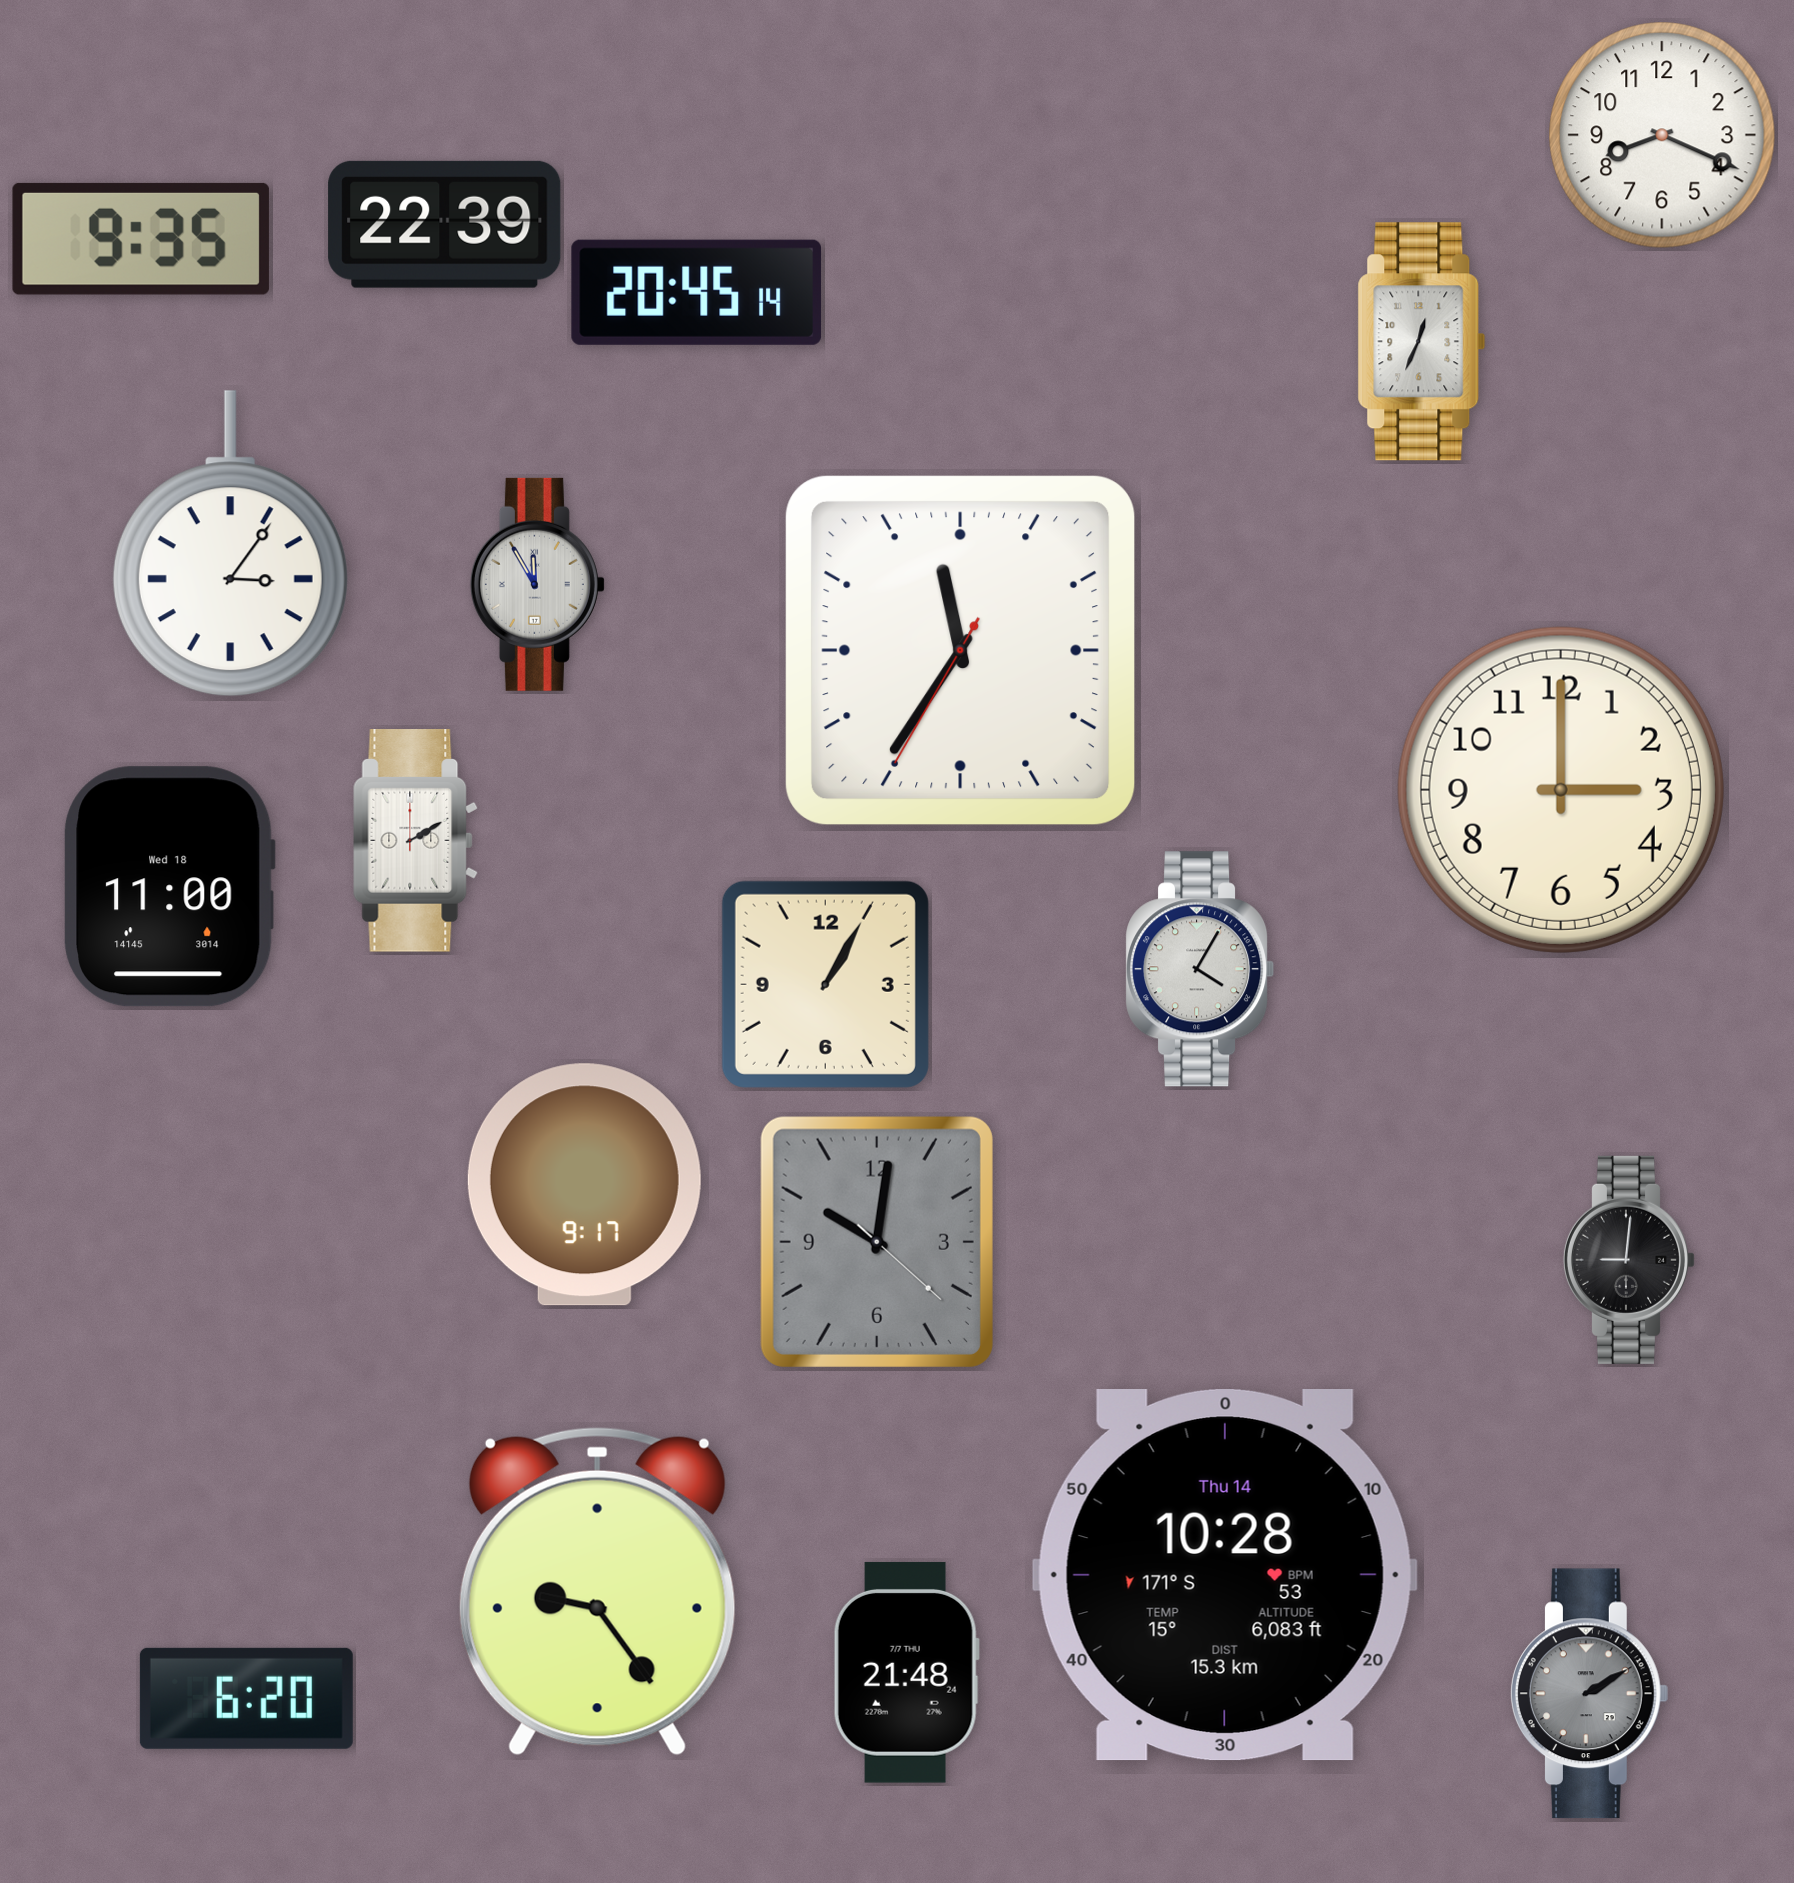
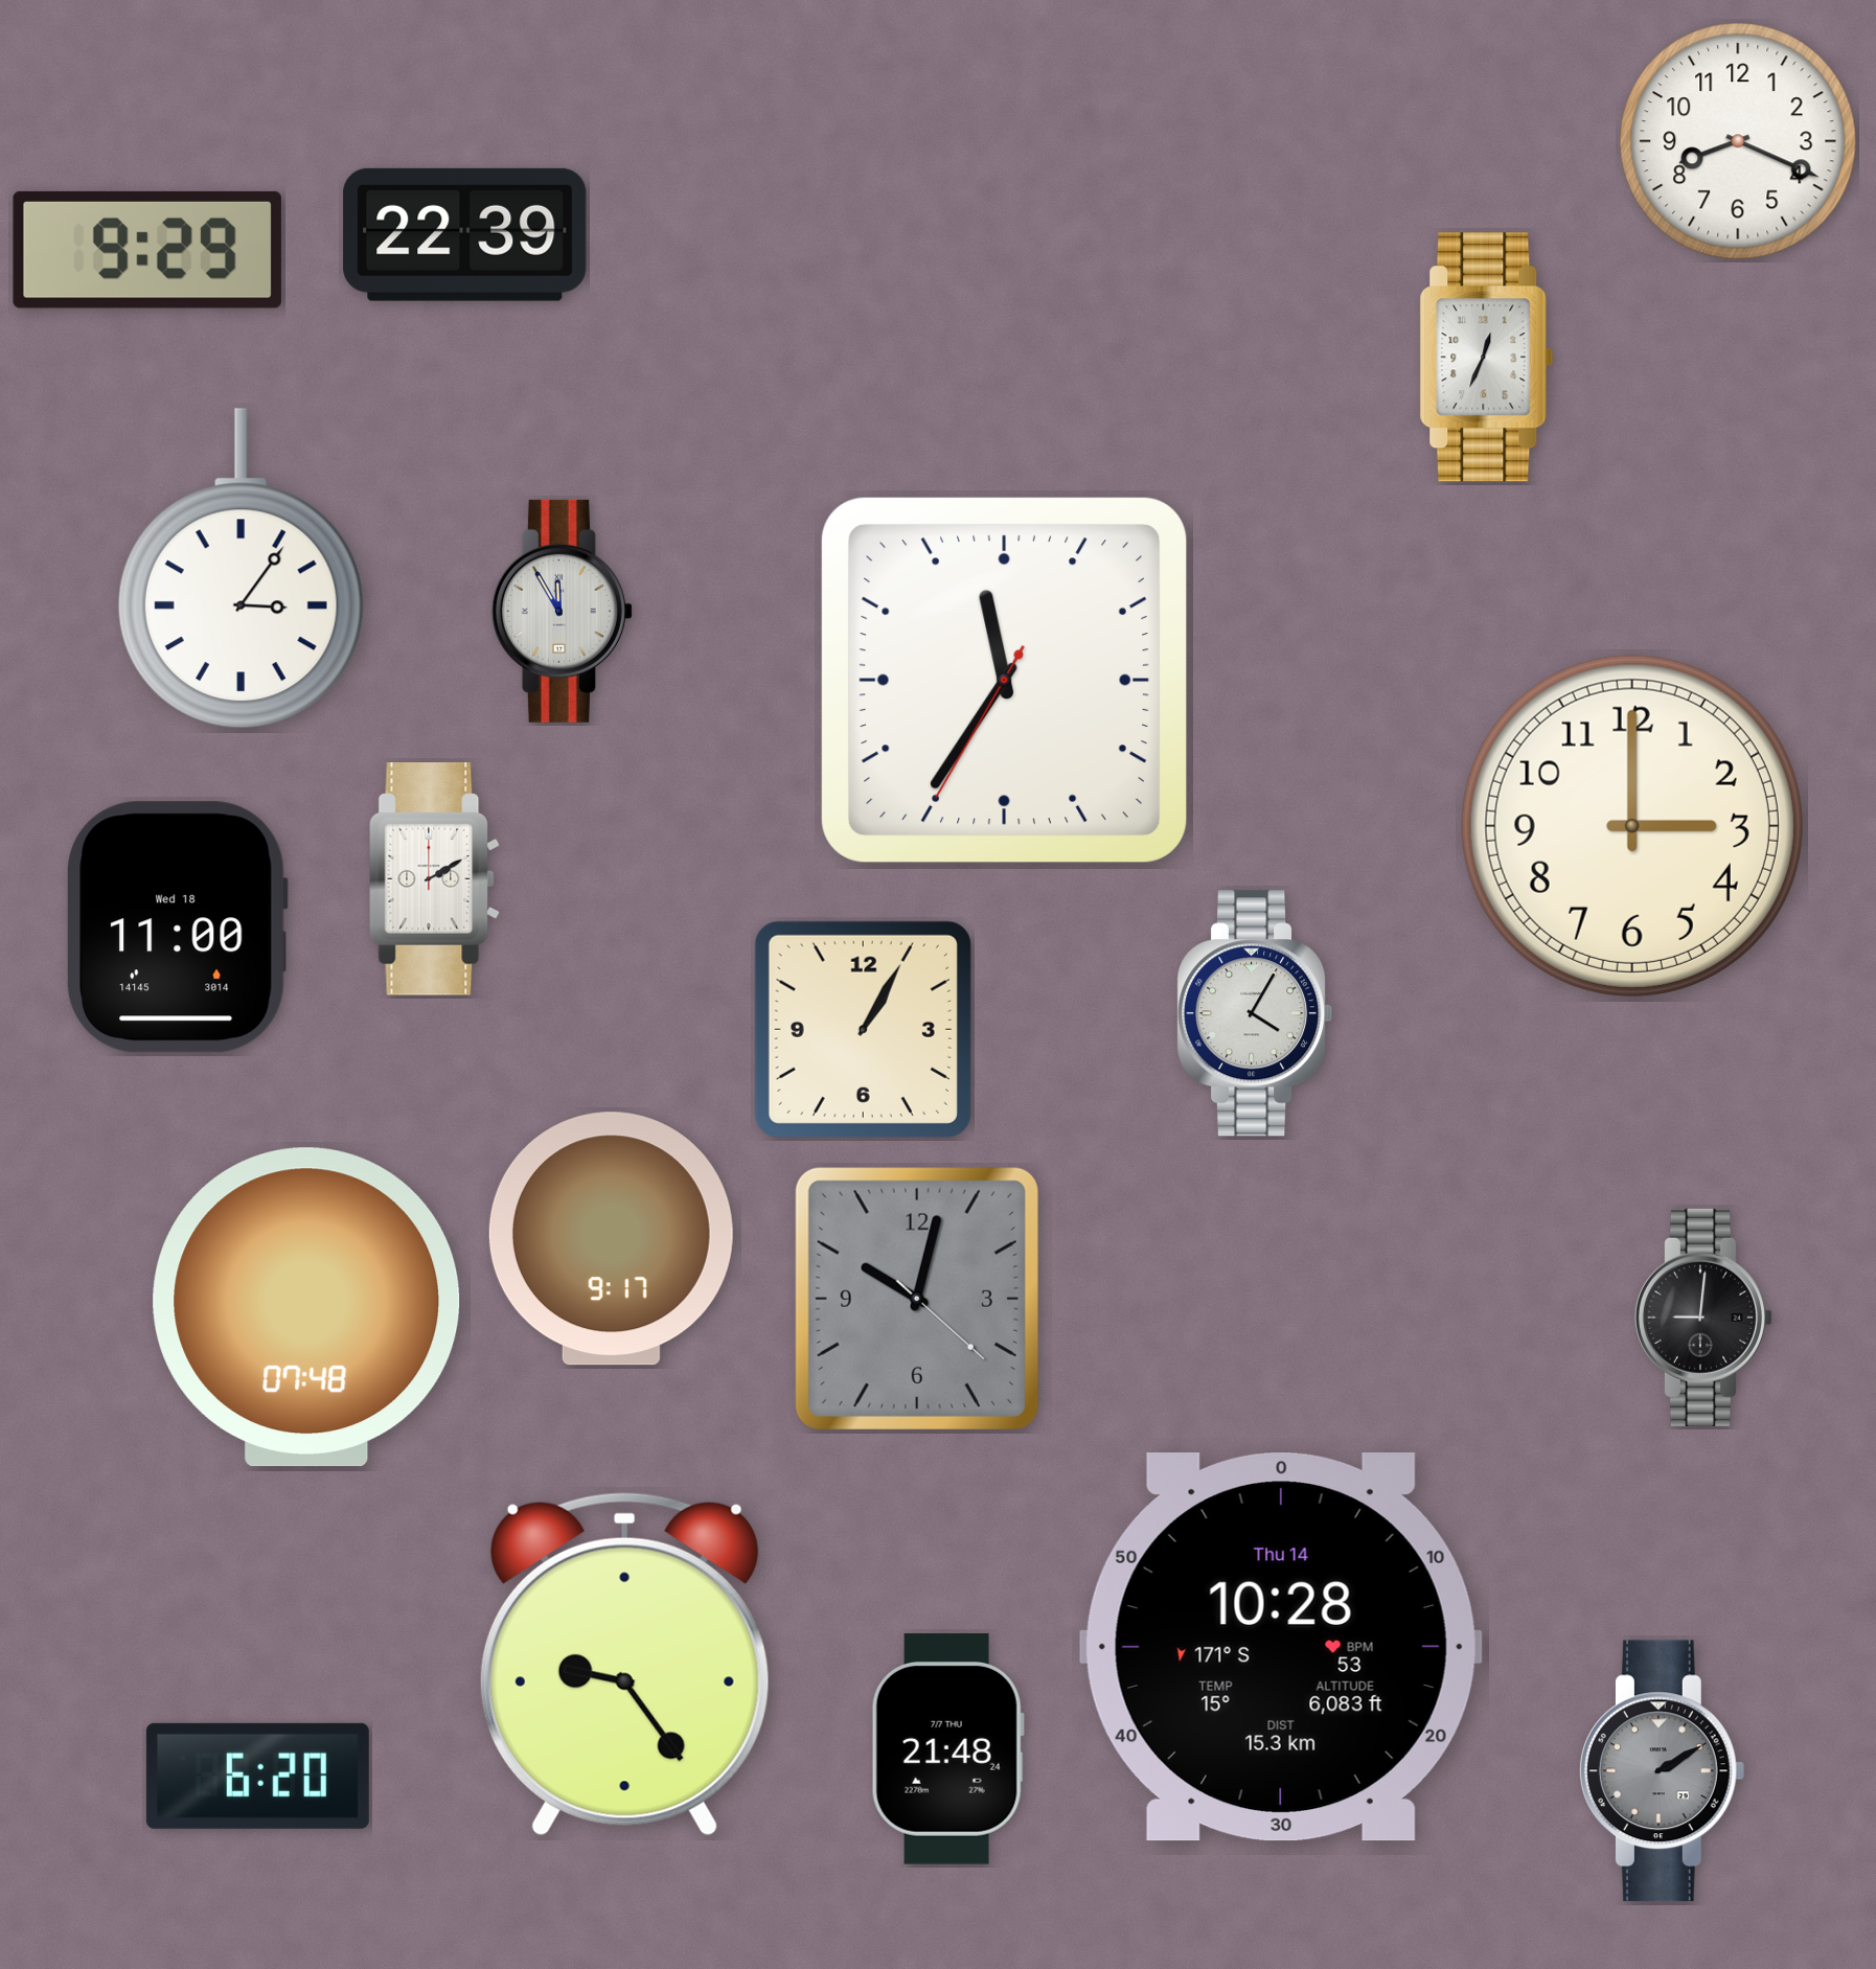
clock at (141, 239): 9:35 -> 9:29
clock at (697, 292): 20:45 -> none
clock at (877, 1242): 10:01 -> 10:02
clock at (306, 1307): none -> 07:48
